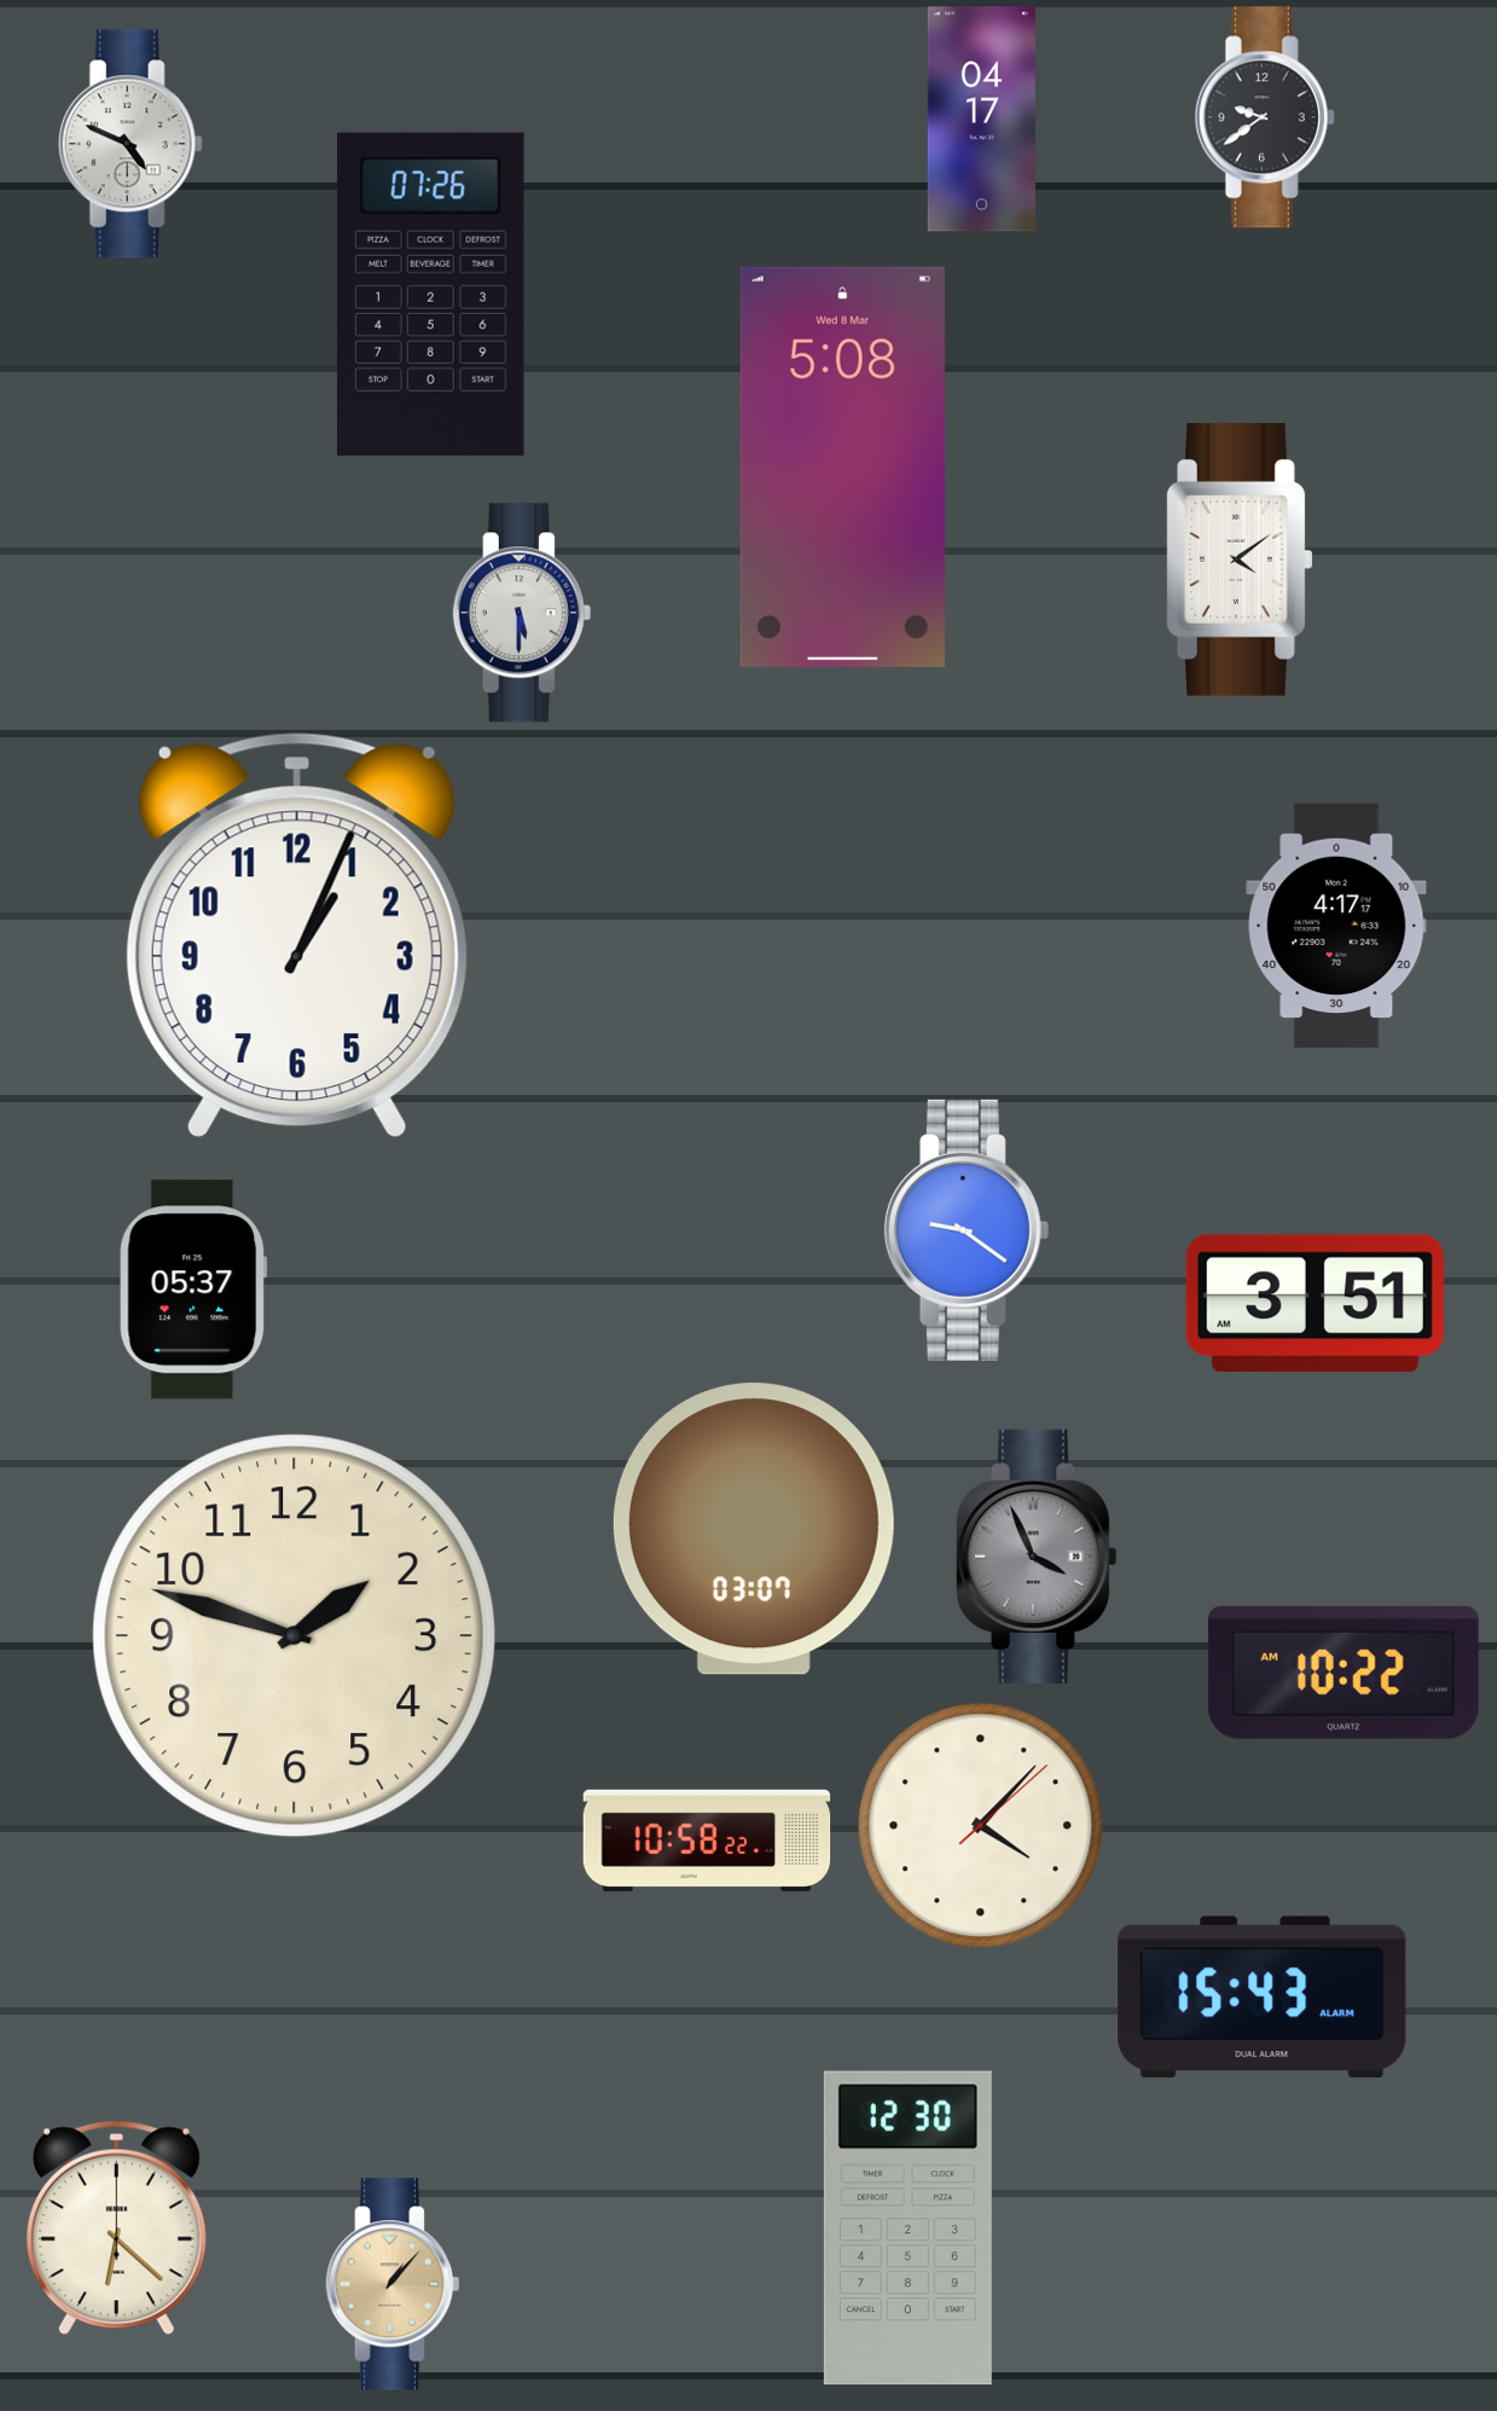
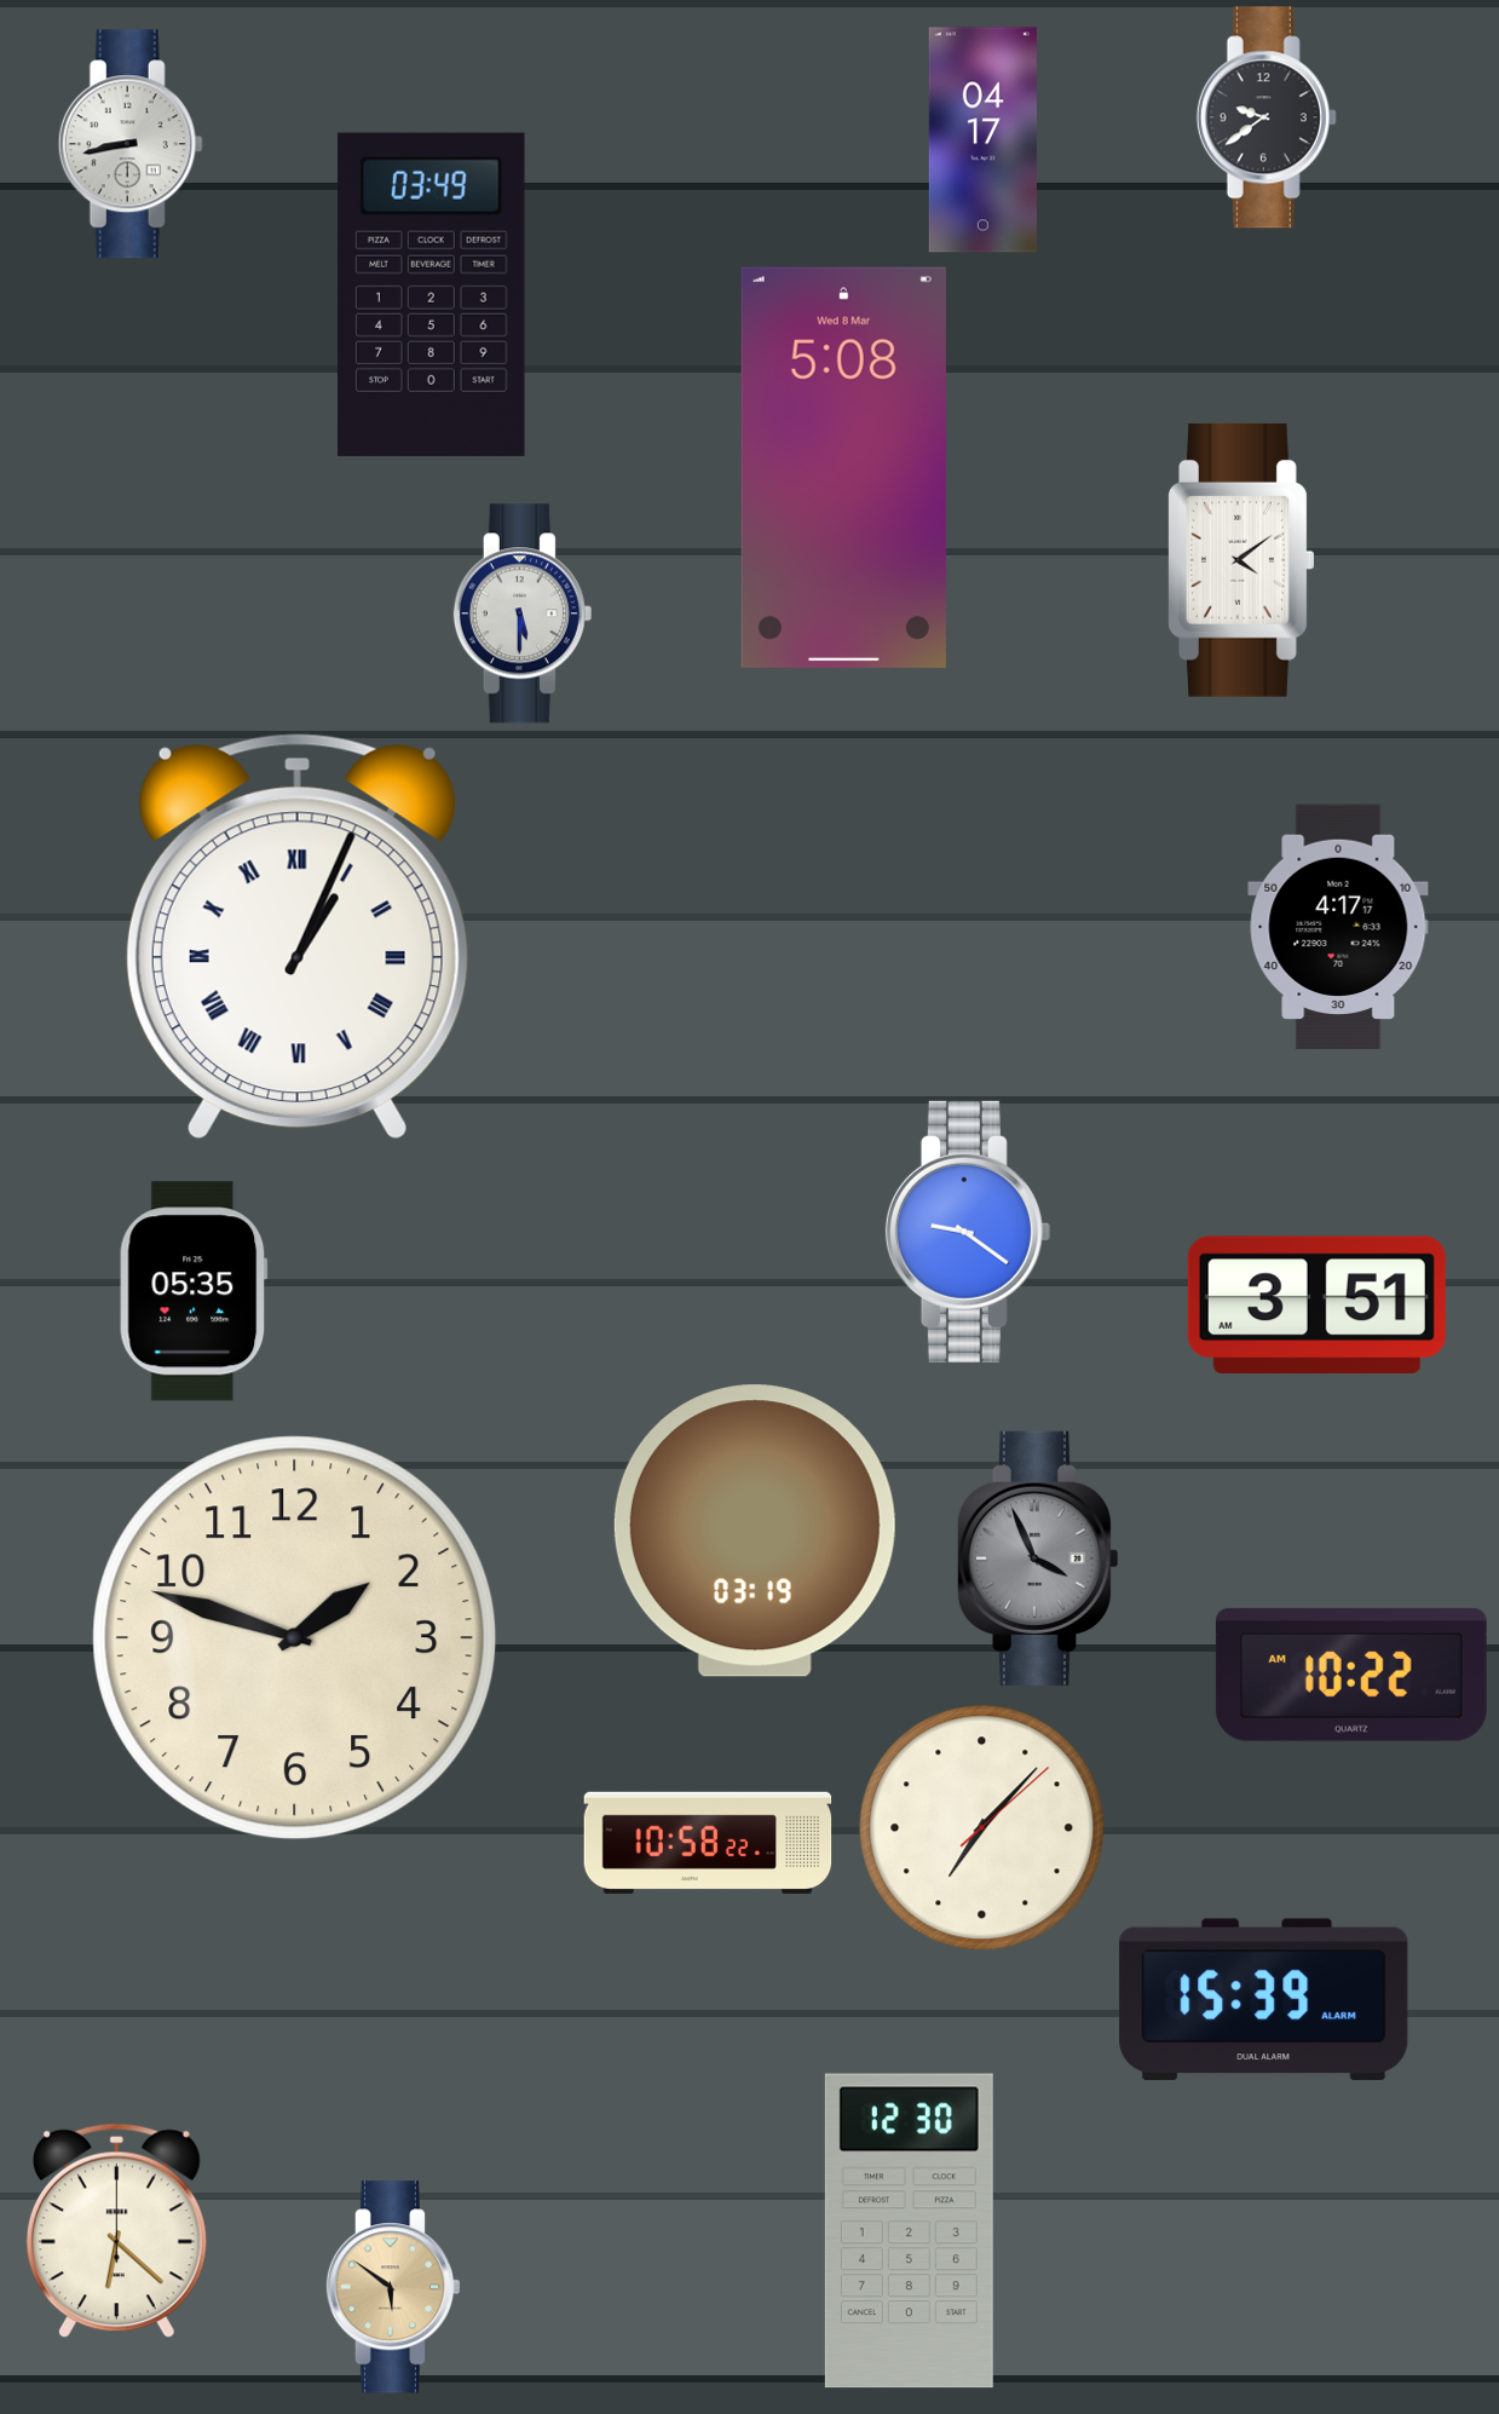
clock at (981, 120) position: (981, 120) -> (982, 140)
clock at (130, 144): 4:49 -> 8:43
clock at (430, 294): 07:26 -> 03:49
clock at (297, 935) numerals: Arabic -> Roman
clock at (193, 1289): 05:37 -> 05:35
clock at (754, 1529): 03:07 -> 03:19
clock at (1344, 1673) position: (1344, 1673) -> (1351, 1675)
clock at (981, 1826): 4:07 -> 7:07
clock at (1263, 1996): 15:43 -> 15:39
clock at (393, 2284): 1:07 -> 5:51
